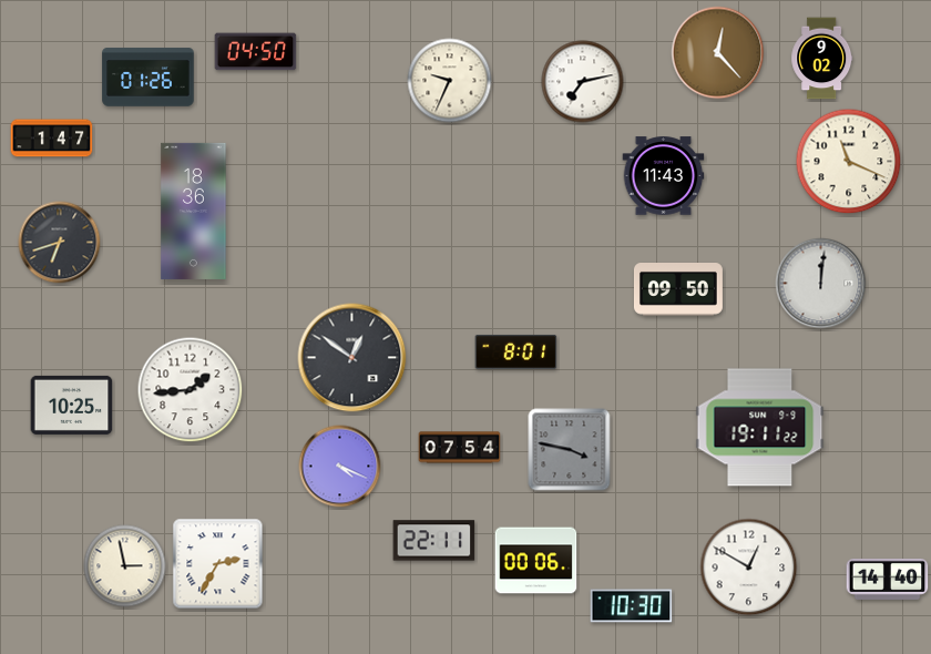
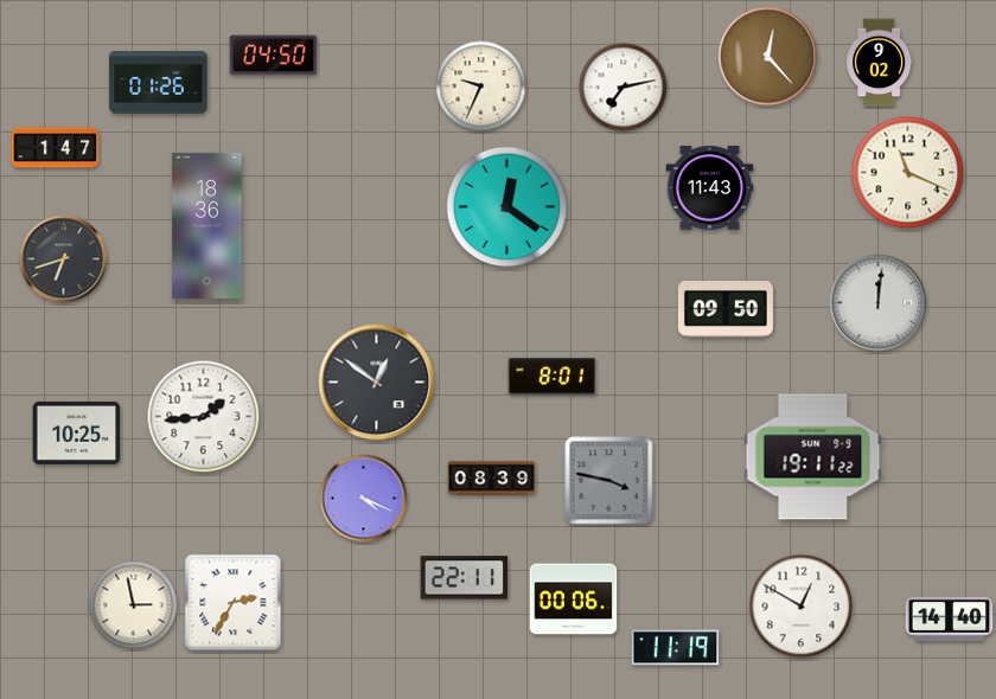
clock at (507, 207): none -> 12:21
clock at (460, 448): 07:54 -> 08:39
clock at (632, 606): 10:30 -> 11:19
